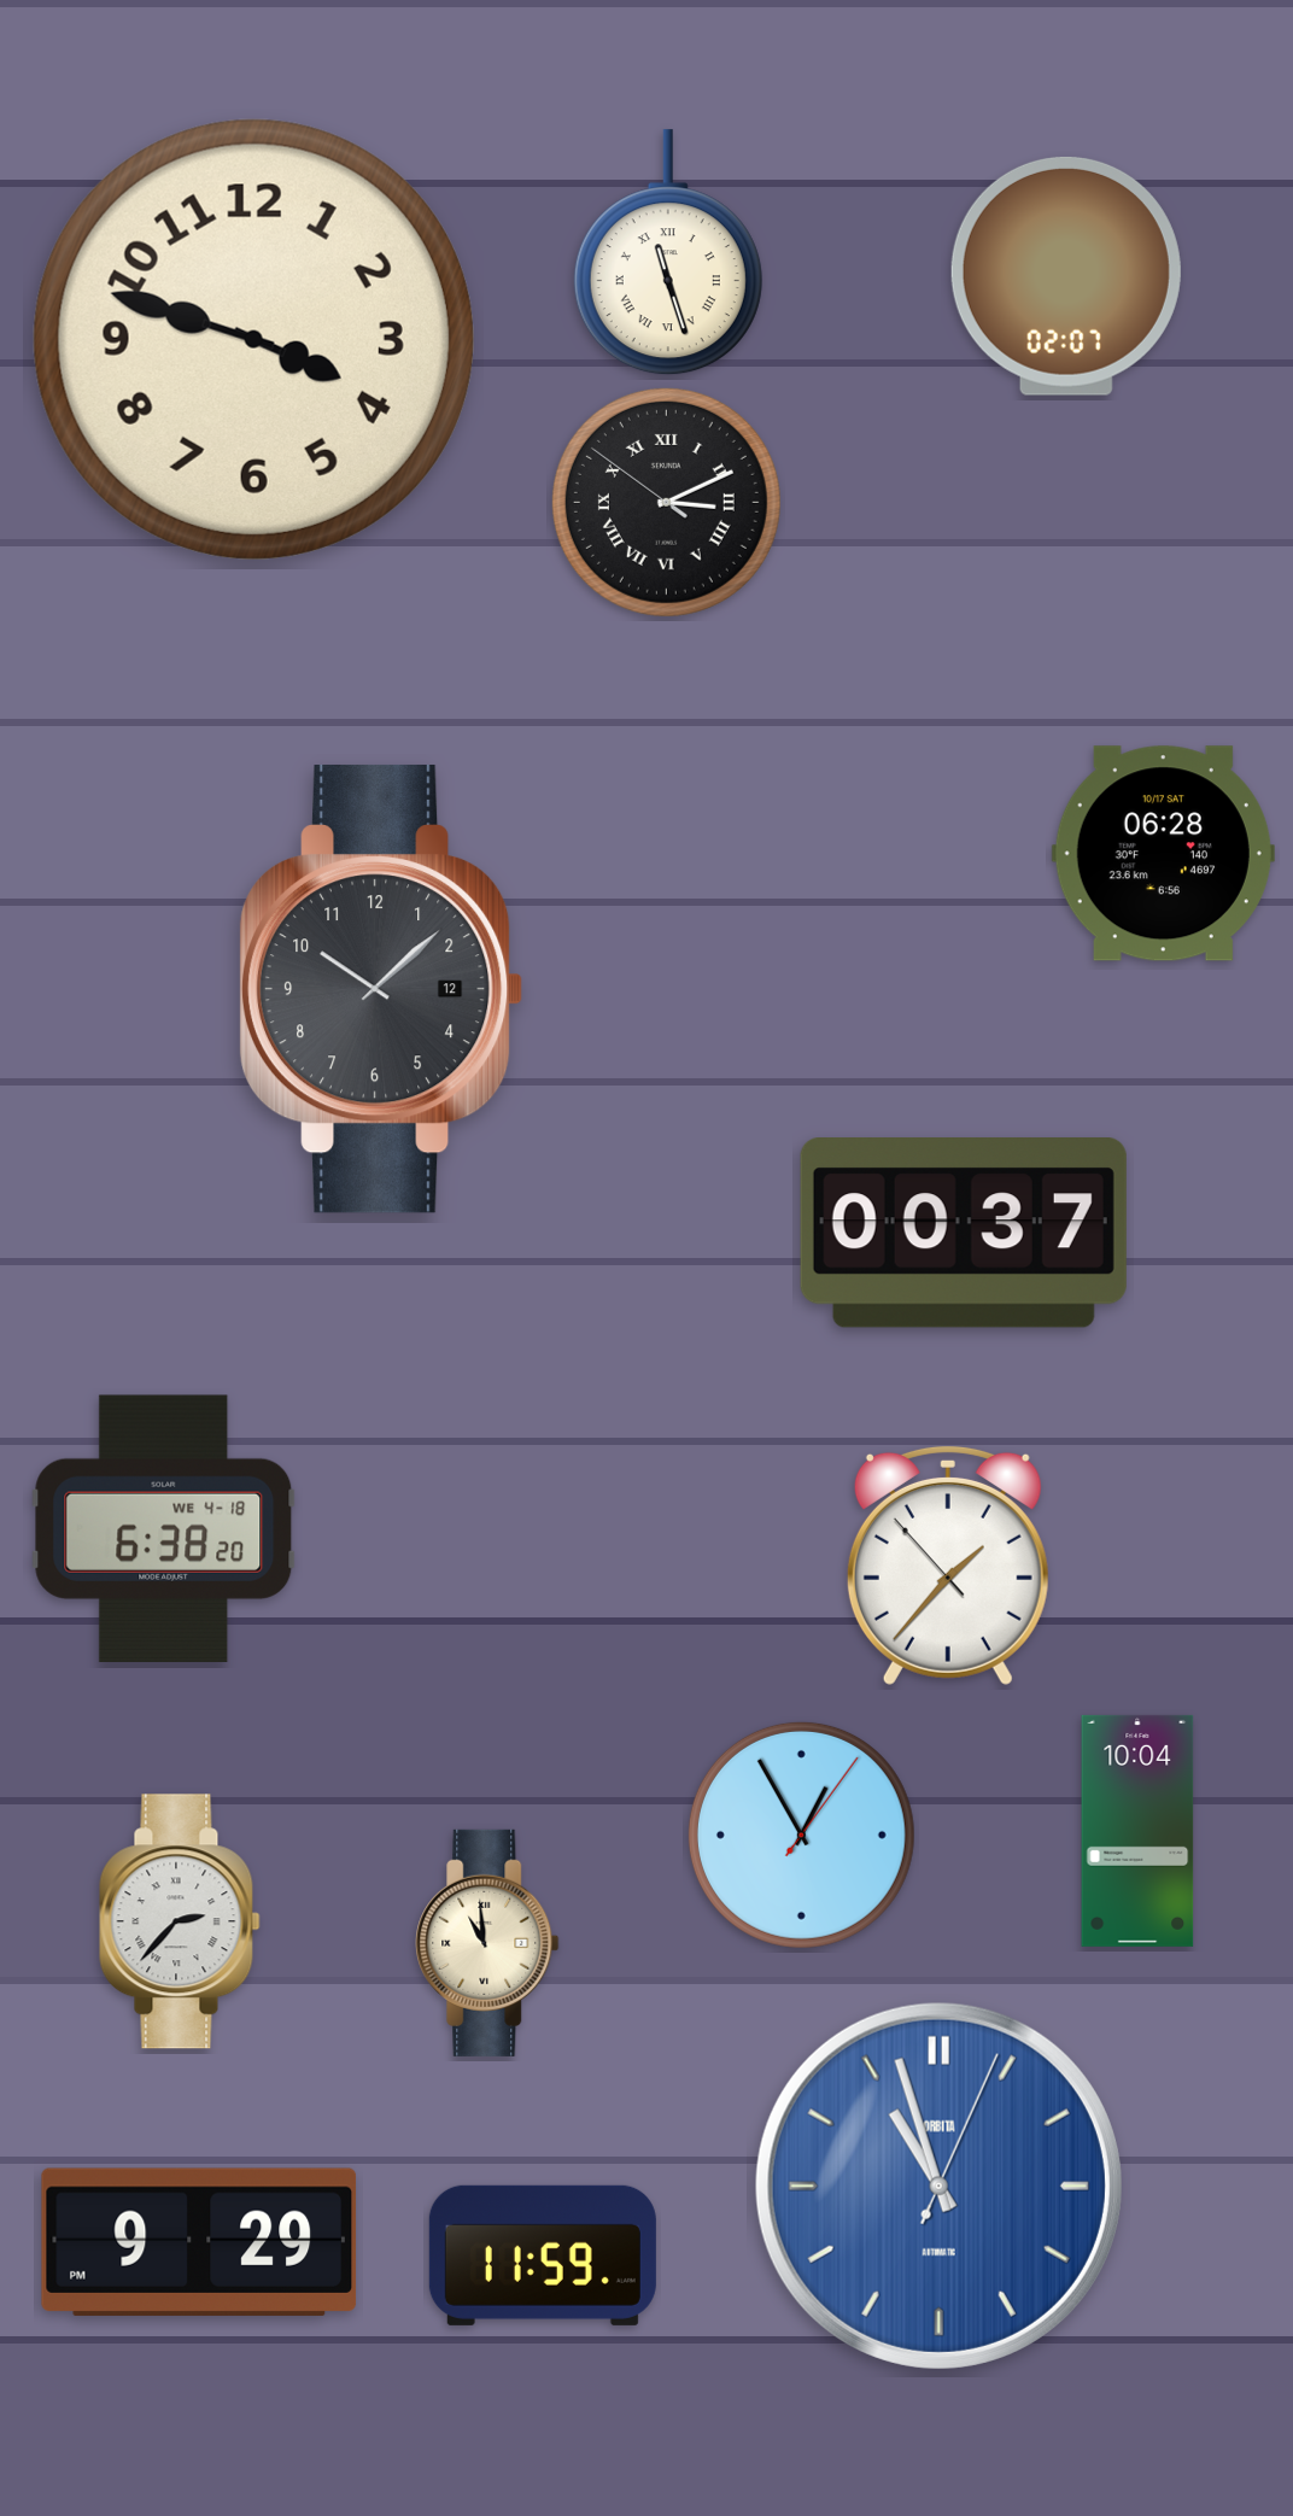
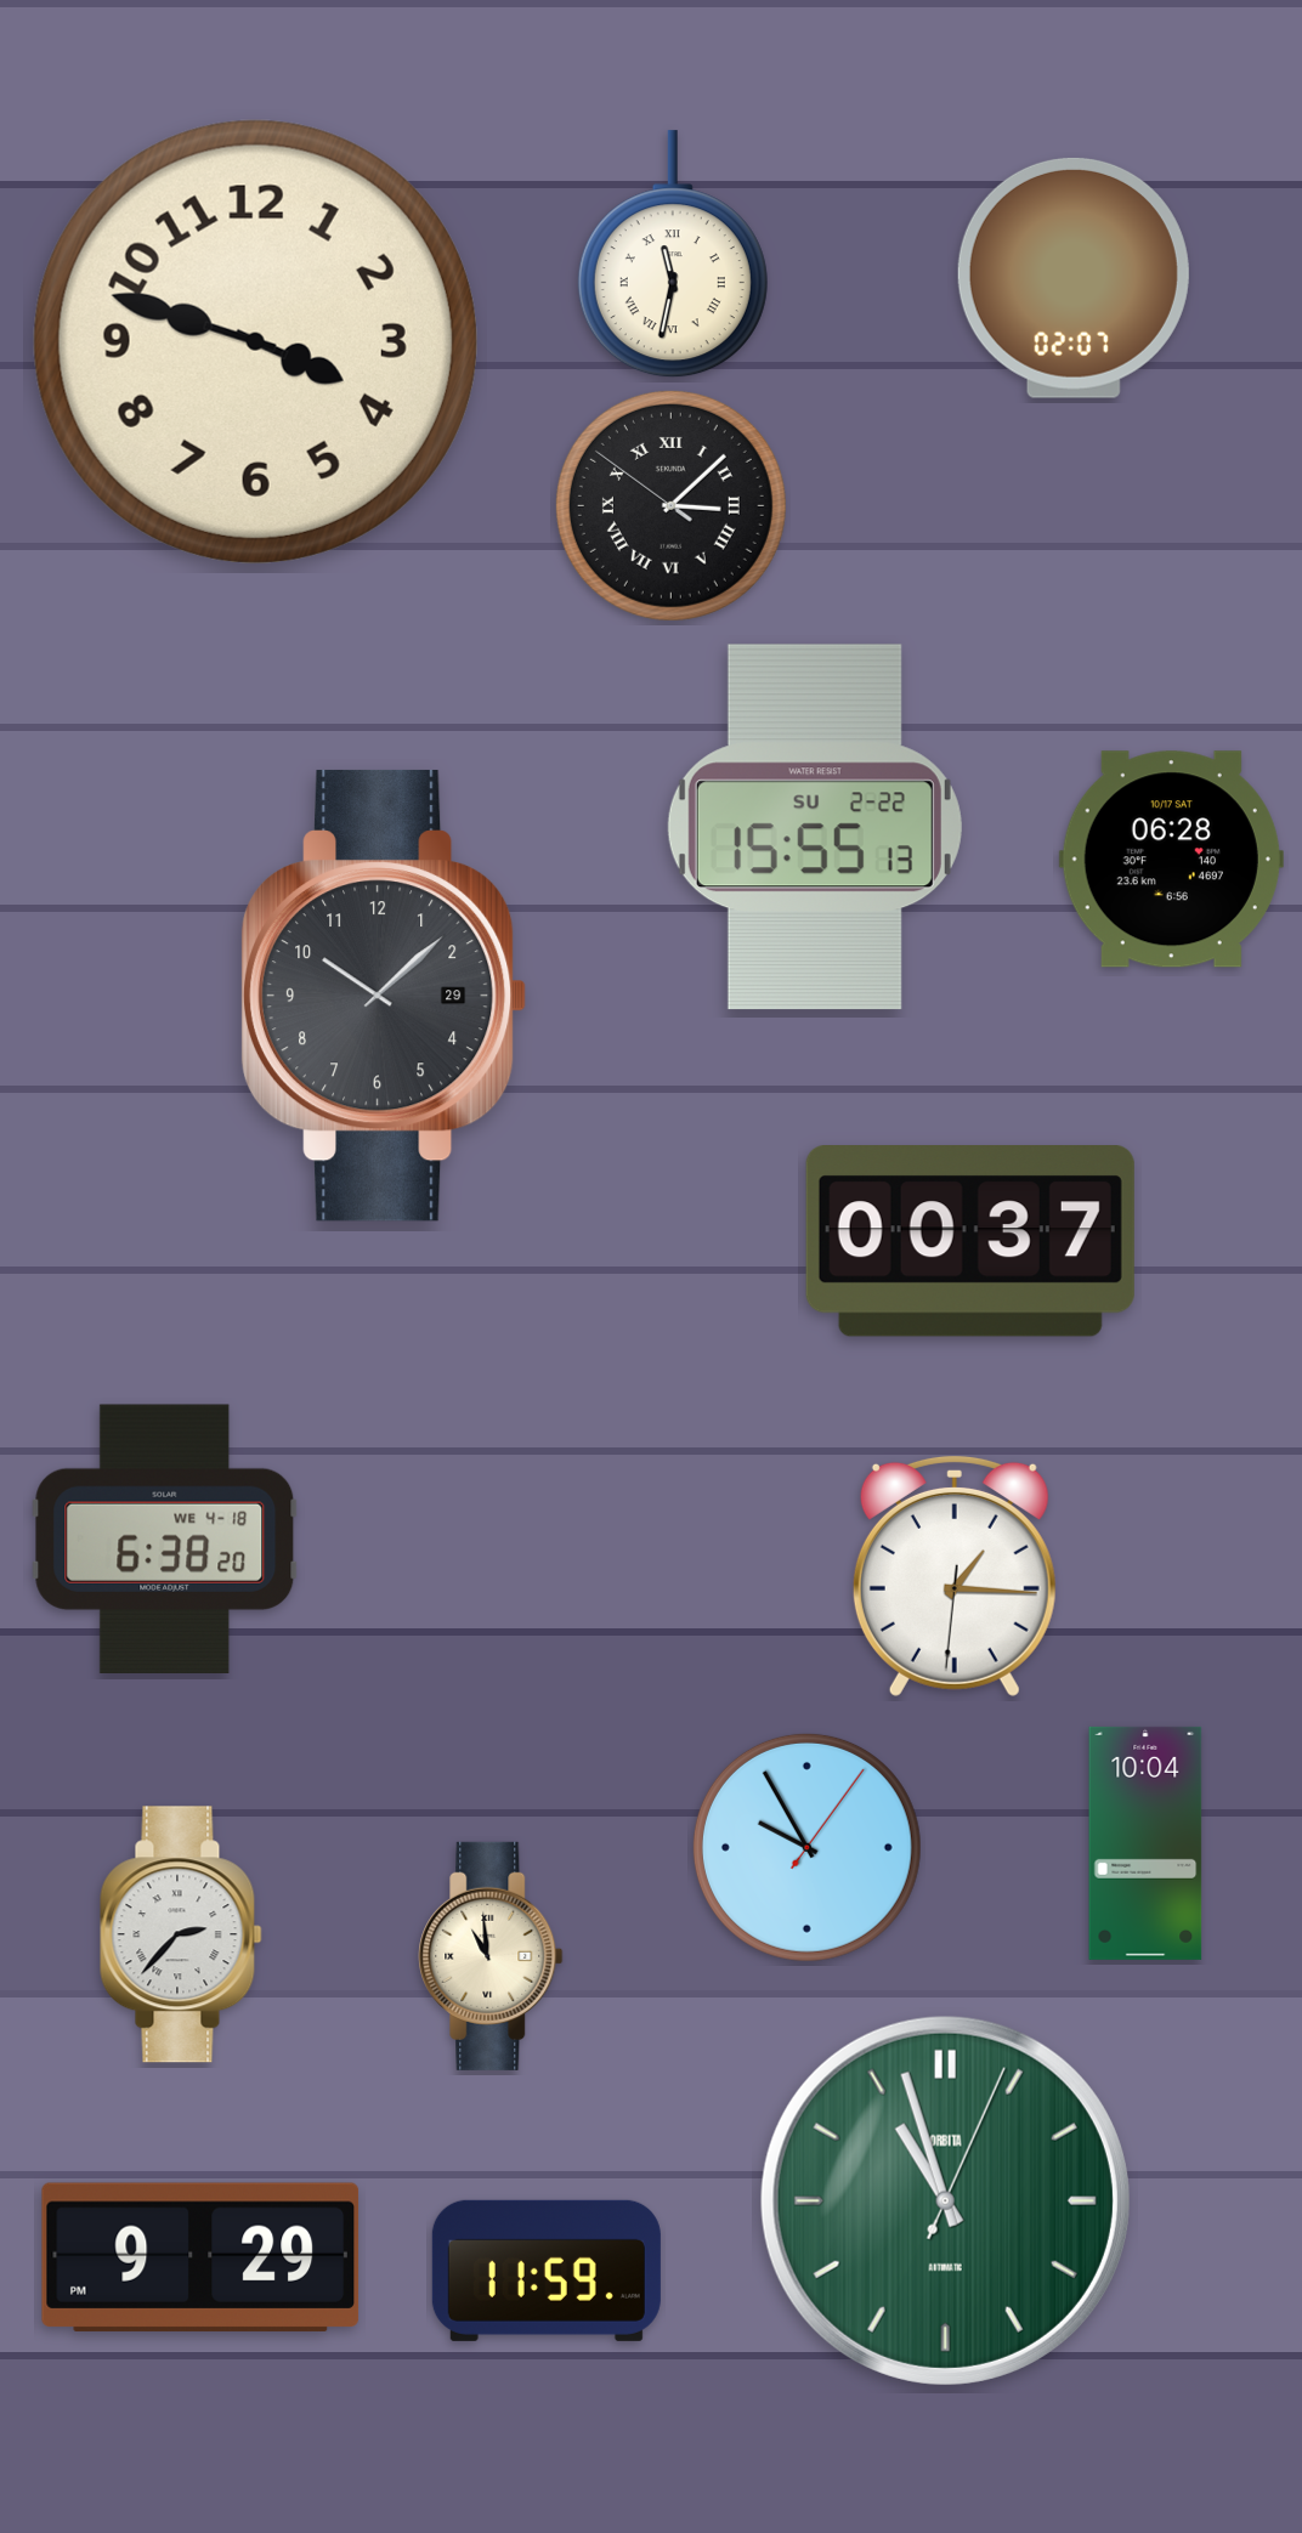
clock at (668, 253): 11:27 -> 11:32
clock at (666, 502): 3:10 -> 3:07
clock at (815, 827): none -> 15:55
clock at (381, 989) date: 12 -> 29
clock at (948, 1564): 1:36 -> 1:15
clock at (801, 1835): 12:55 -> 9:55
clock at (938, 2186) dial: blue -> green
